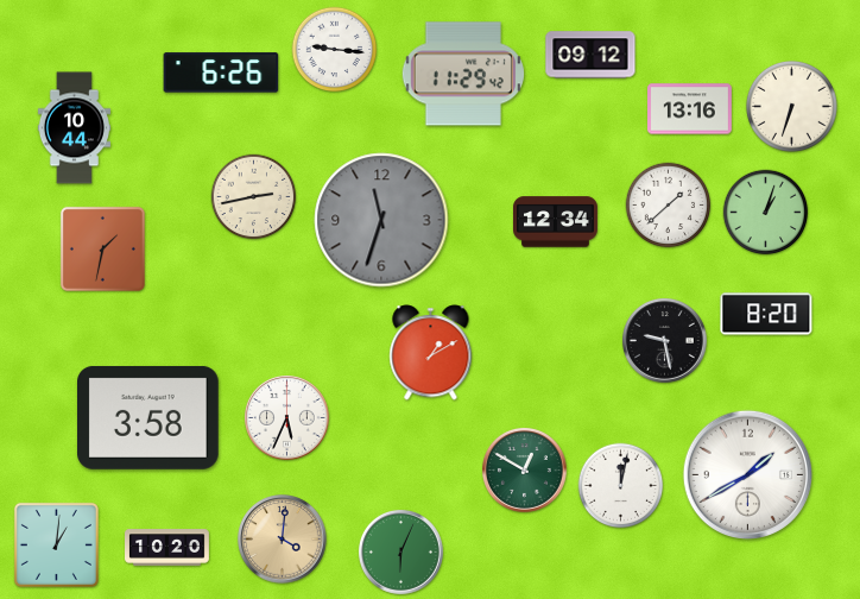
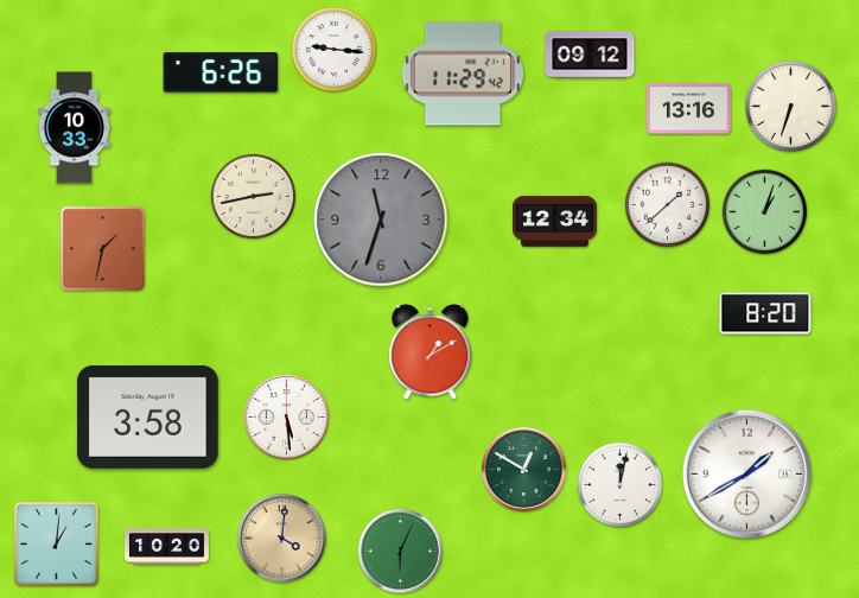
clock at (74, 128): 10:44 -> 10:33
clock at (665, 341): 9:28 -> none
clock at (287, 418): 5:34 -> 5:29
